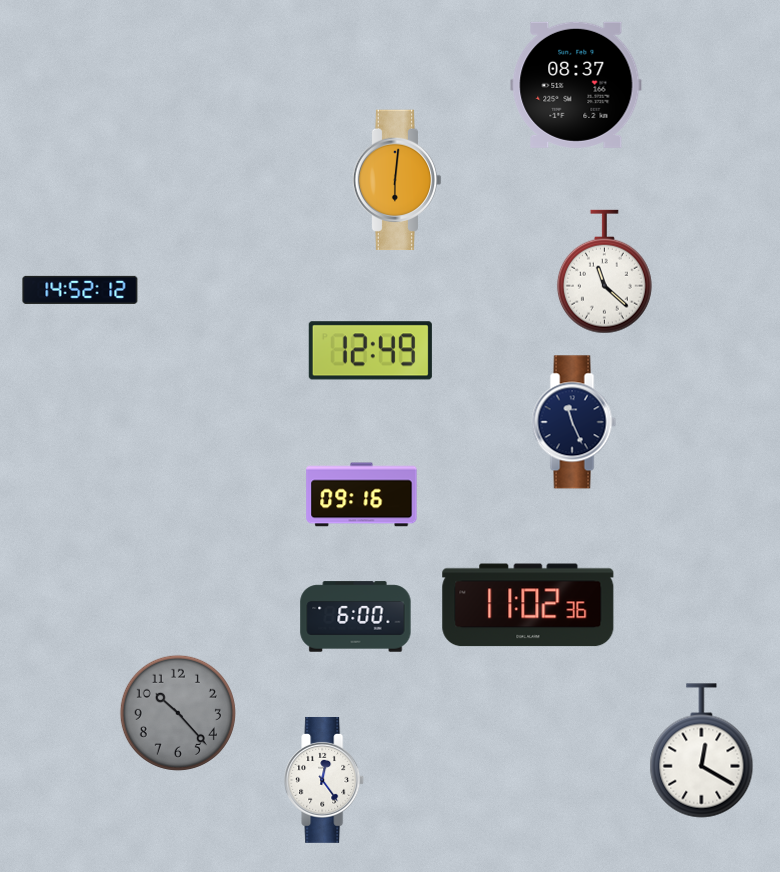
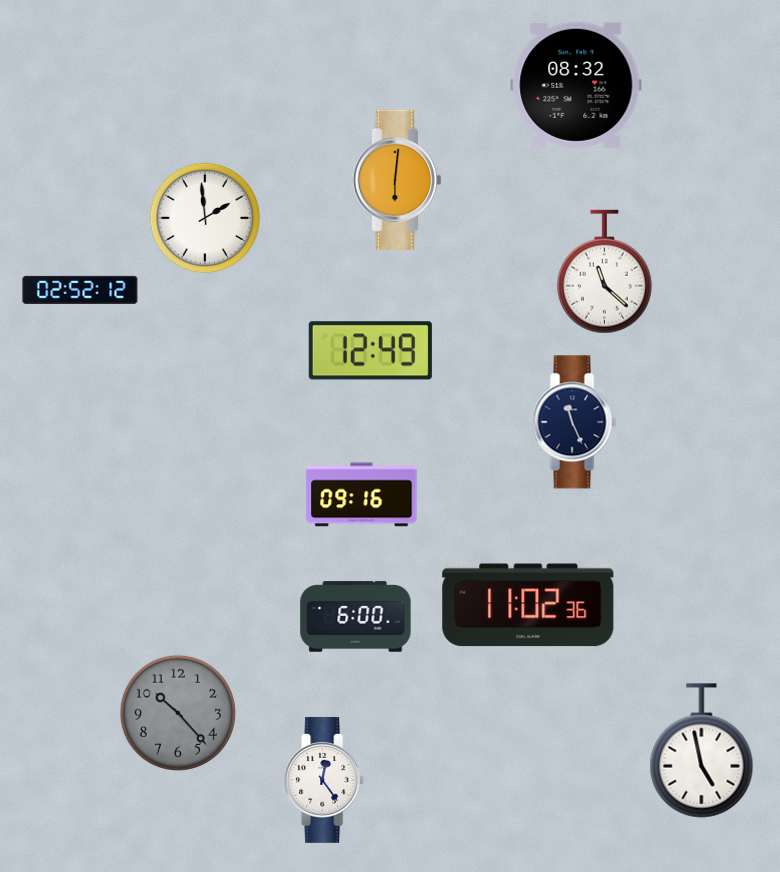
clock at (576, 85): 08:37 -> 08:32
clock at (205, 218): none -> 1:59
clock at (80, 290): 14:52 -> 02:52
clock at (702, 751): 12:20 -> 4:58
